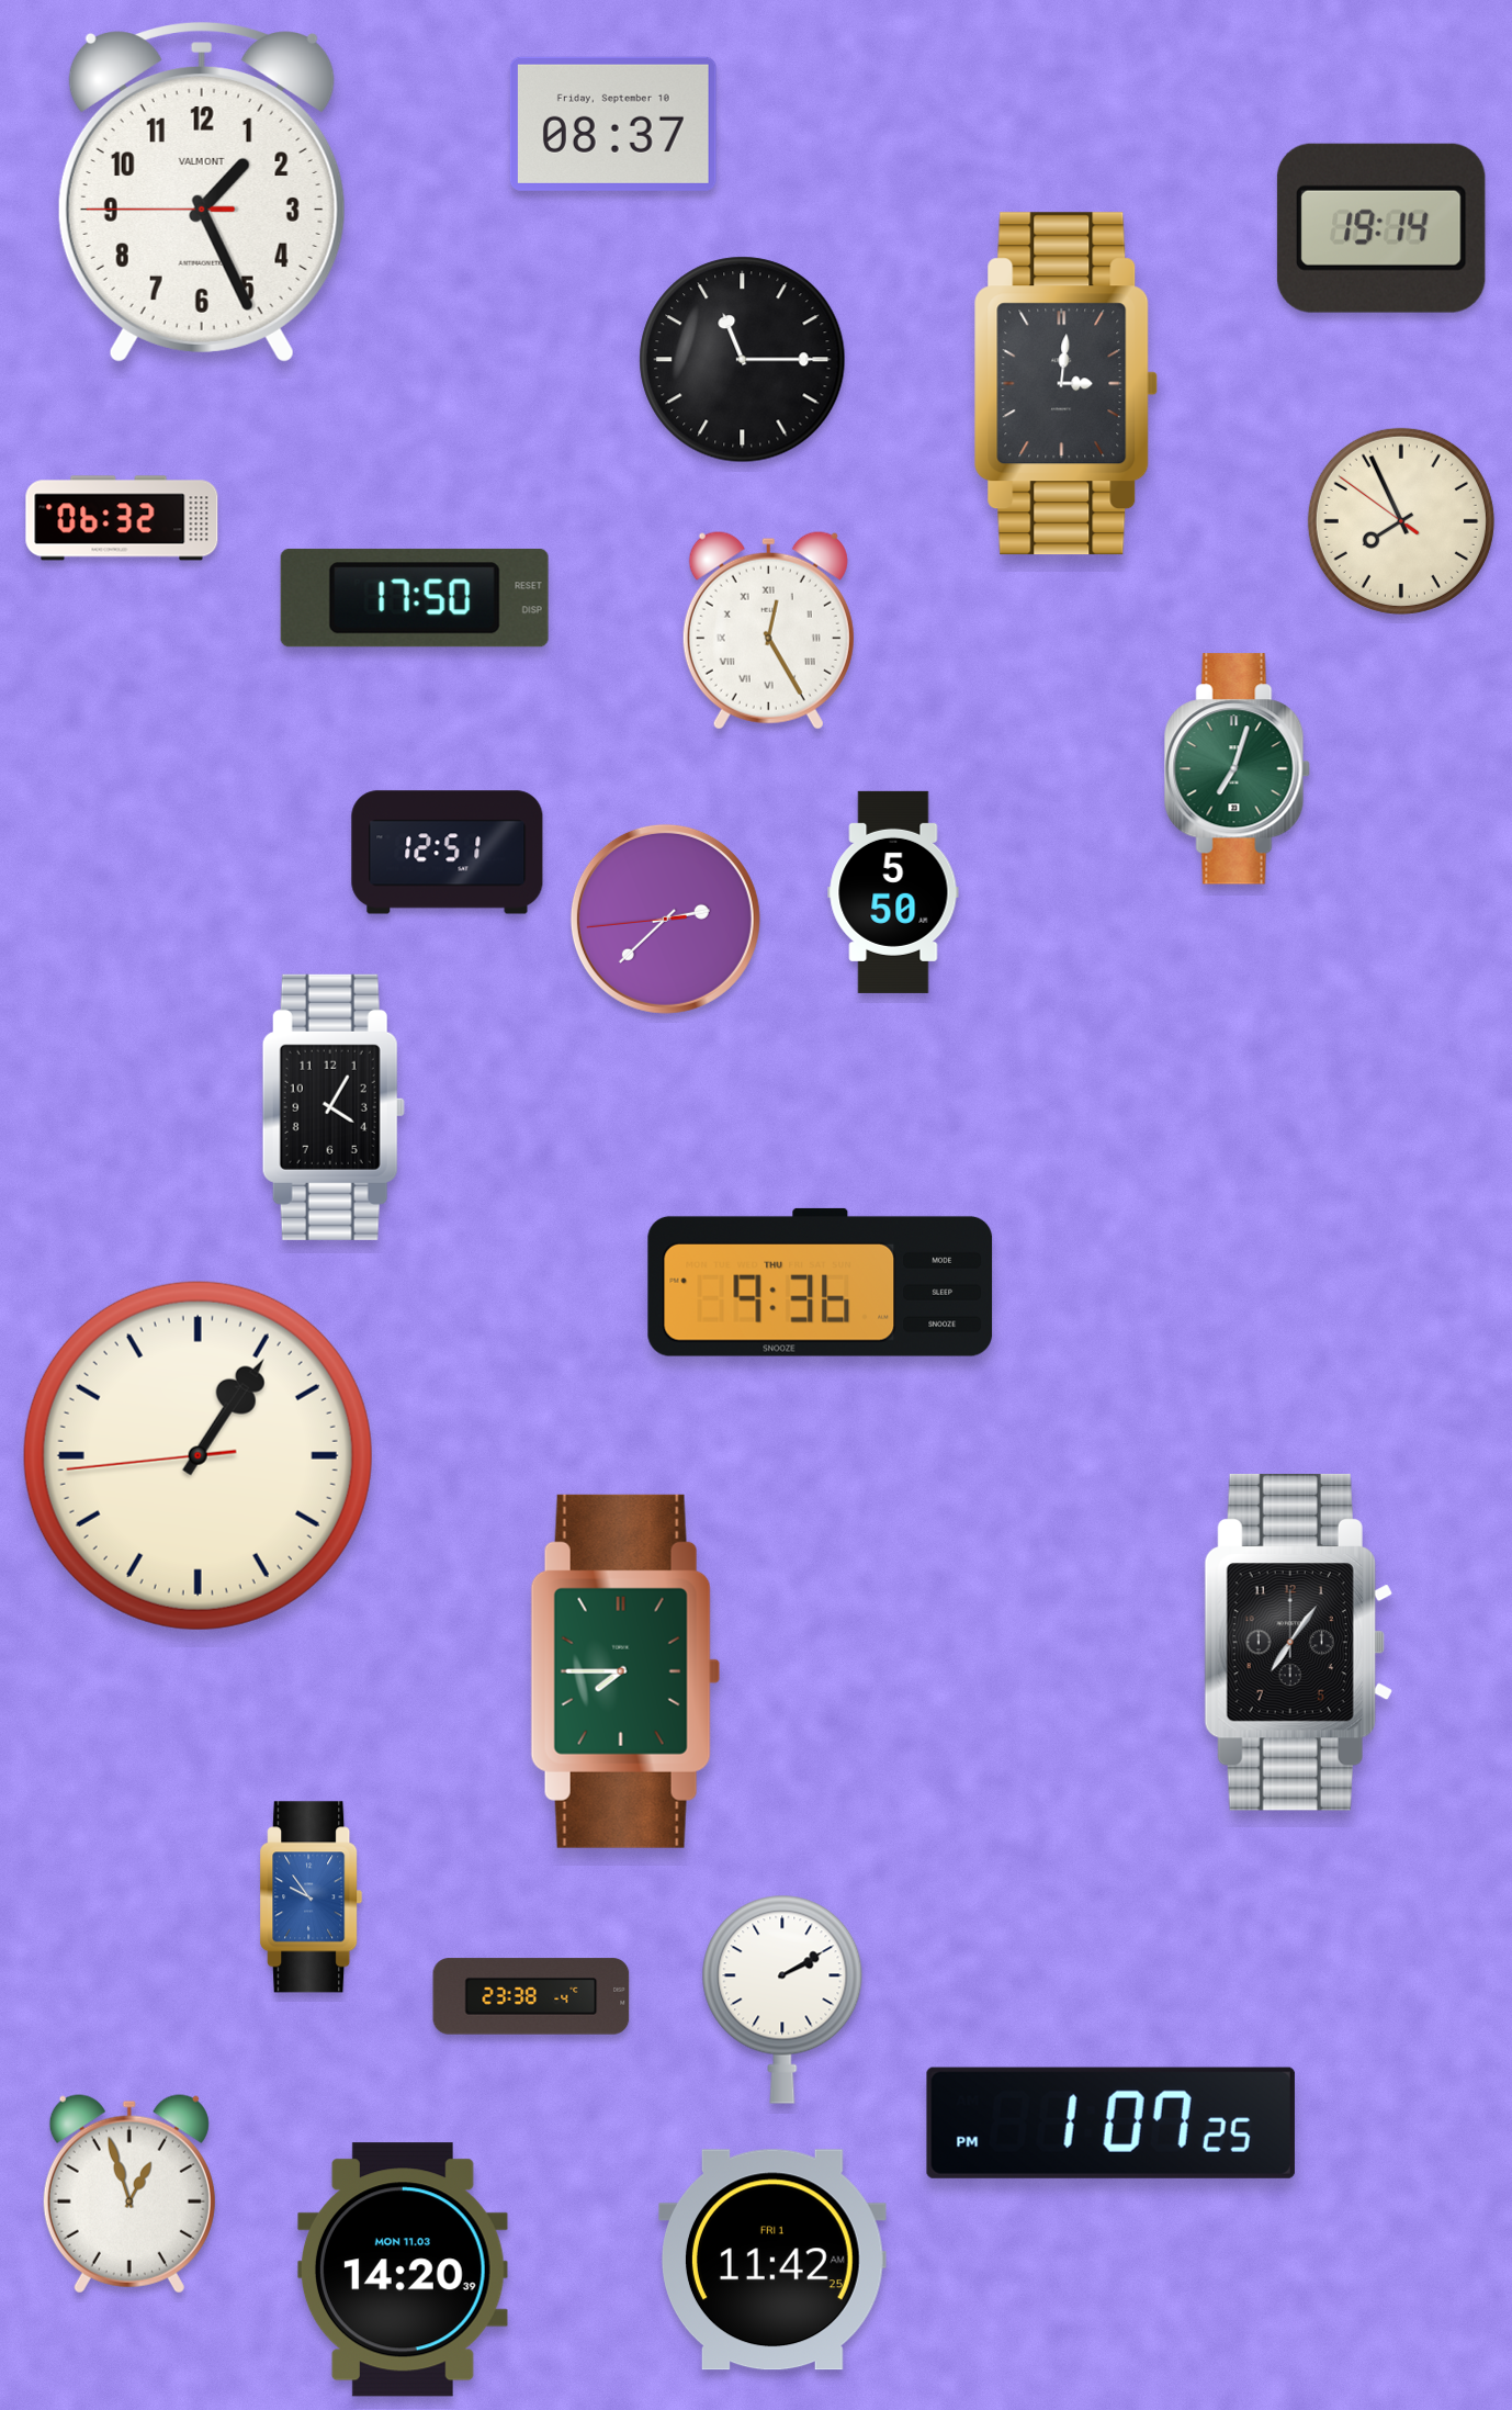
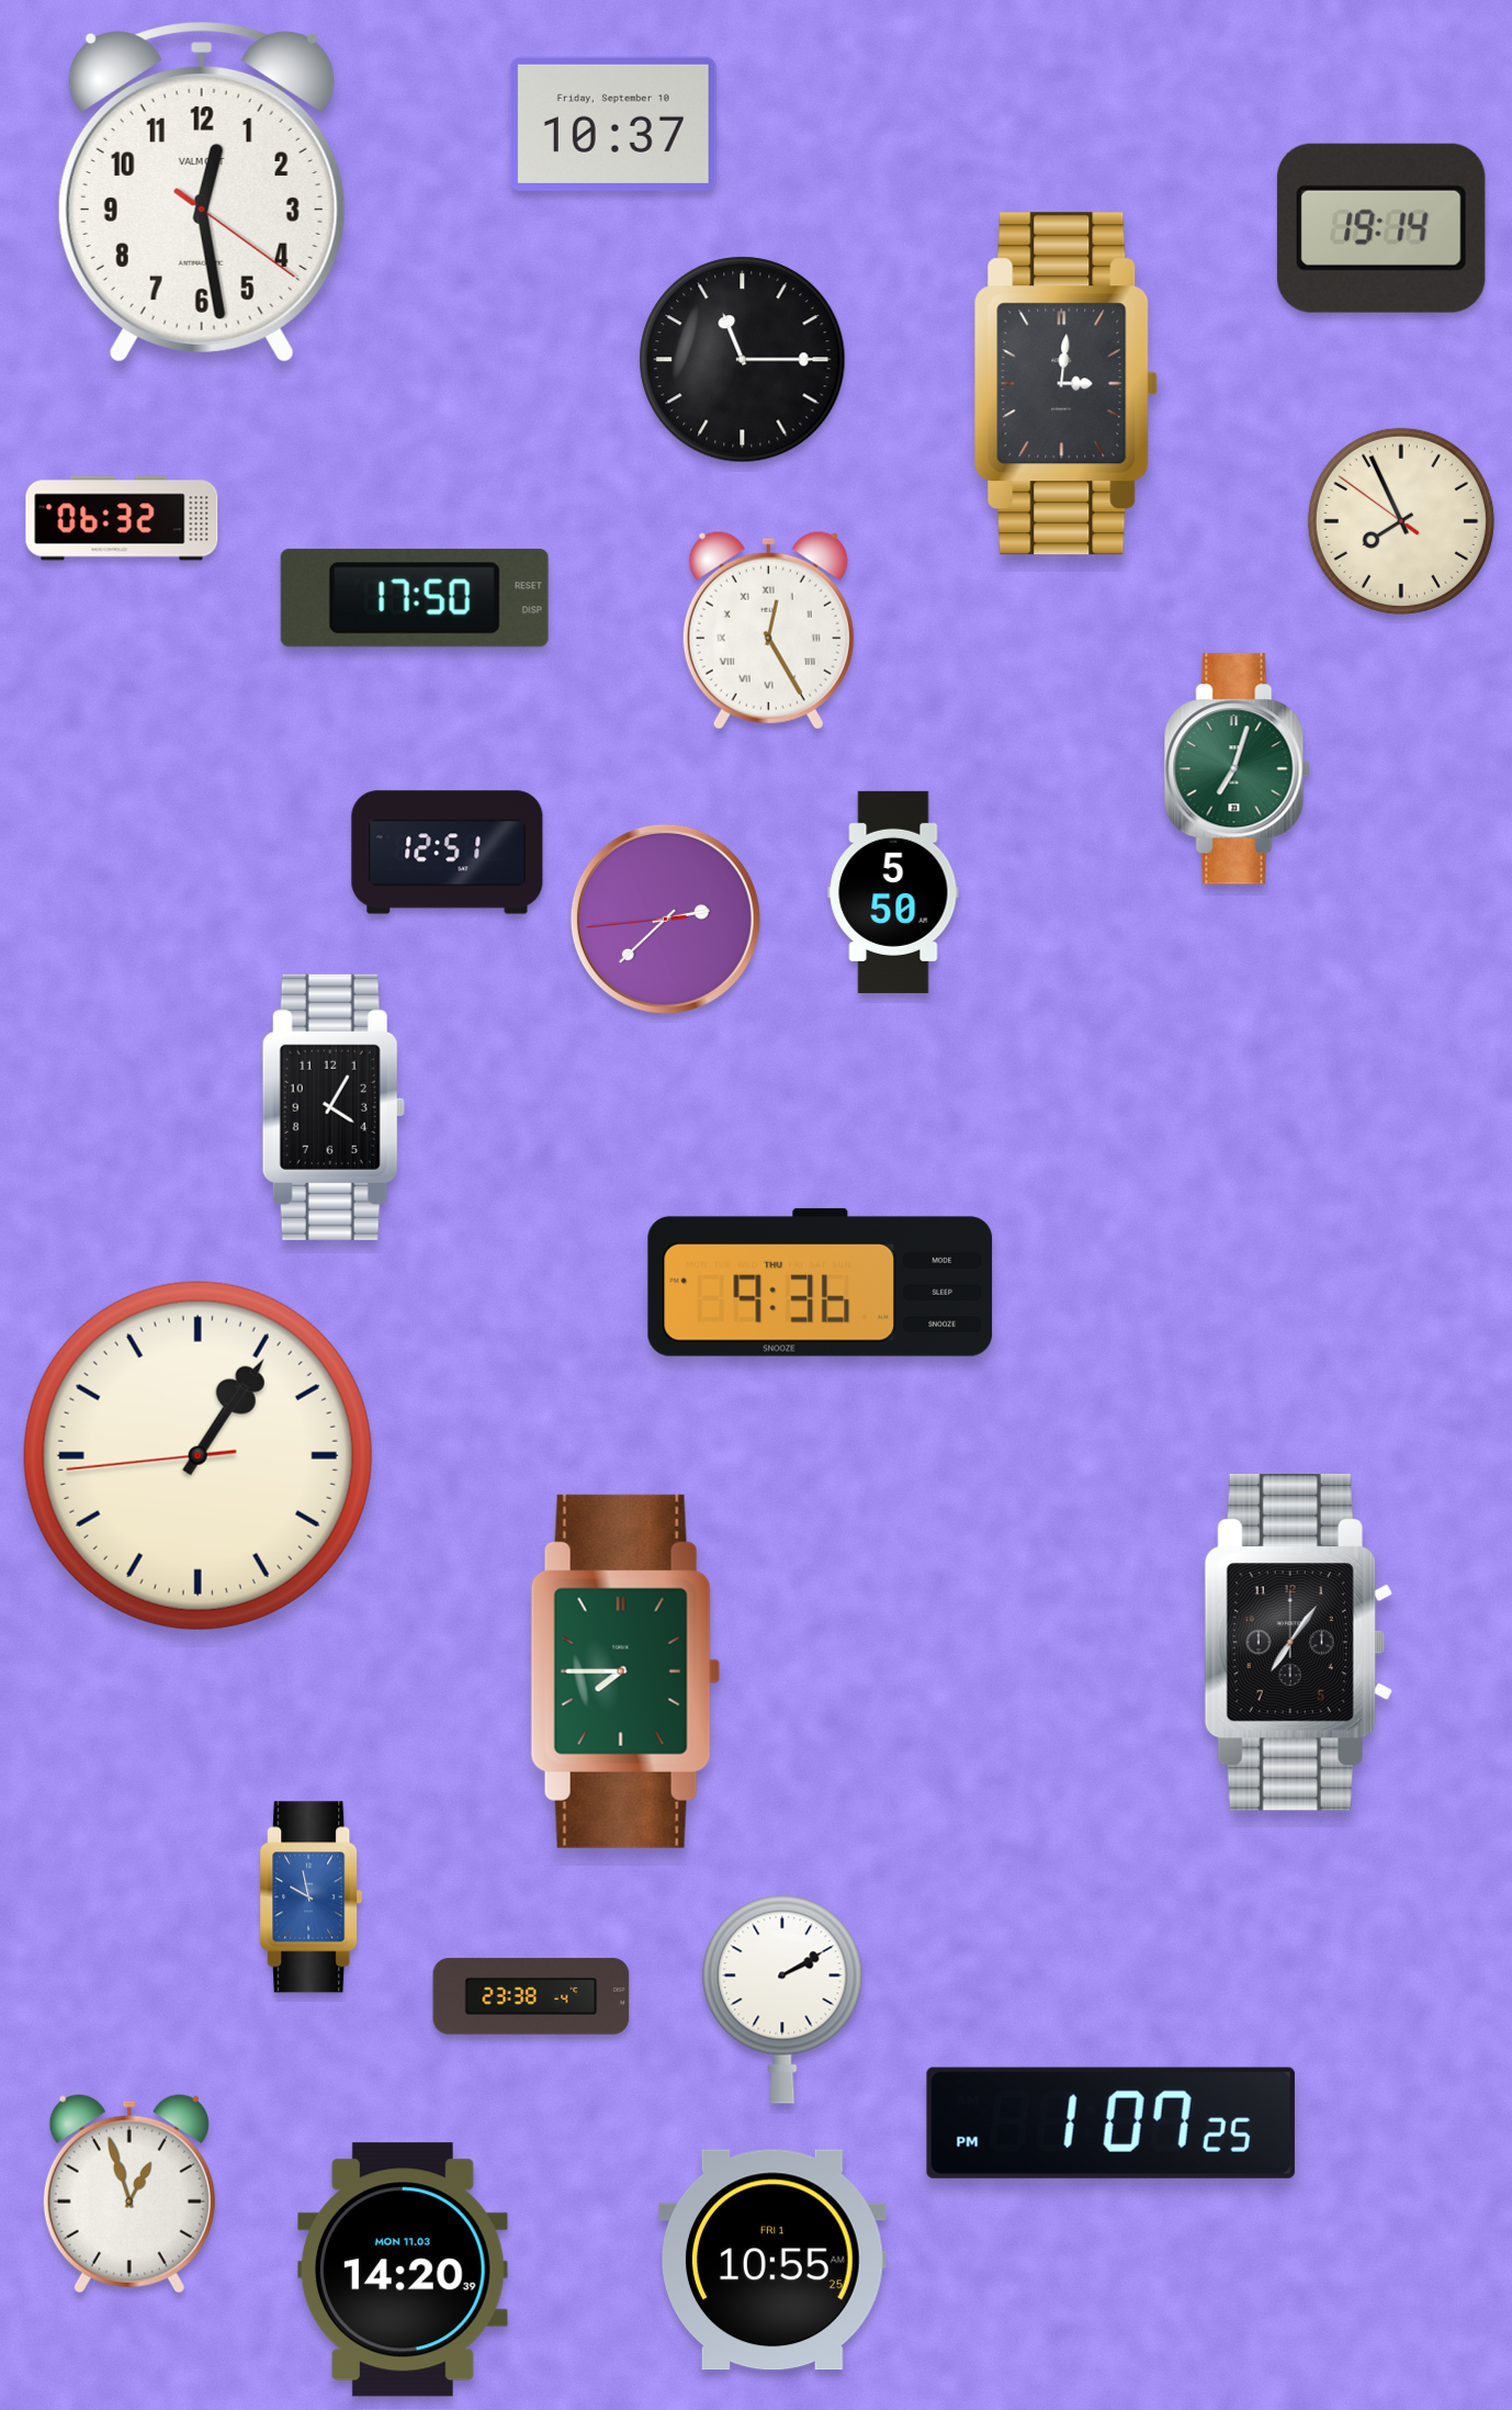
clock at (613, 124): 08:37 -> 10:37
clock at (202, 193): 1:25 -> 12:28
clock at (312, 1897): 9:54 -> 9:58
clock at (772, 2260): 11:42 -> 10:55
